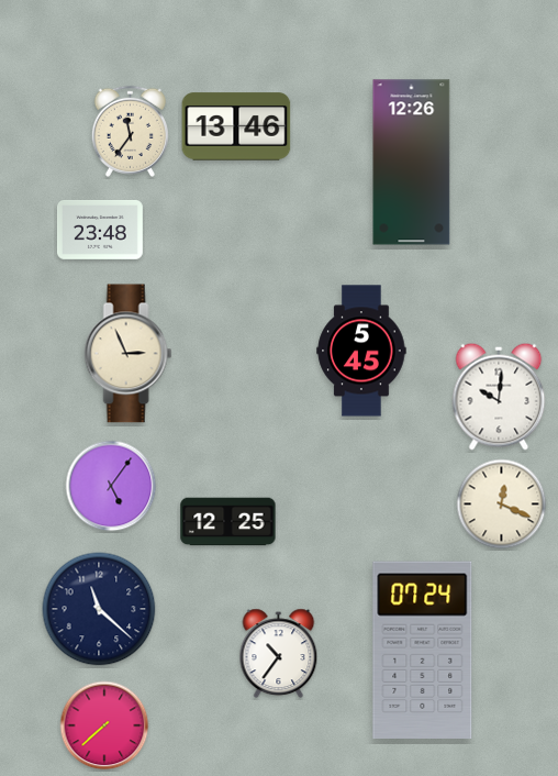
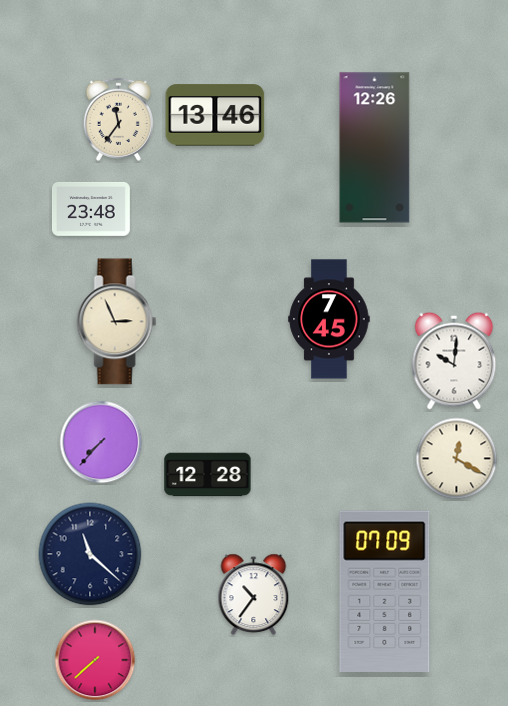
clock at (361, 351): 5:45 -> 7:45
clock at (111, 486): 5:06 -> 7:37
clock at (502, 505): 12:19 -> 12:20
clock at (228, 522): 12:25 -> 12:28
clock at (423, 650): 07:24 -> 07:09
